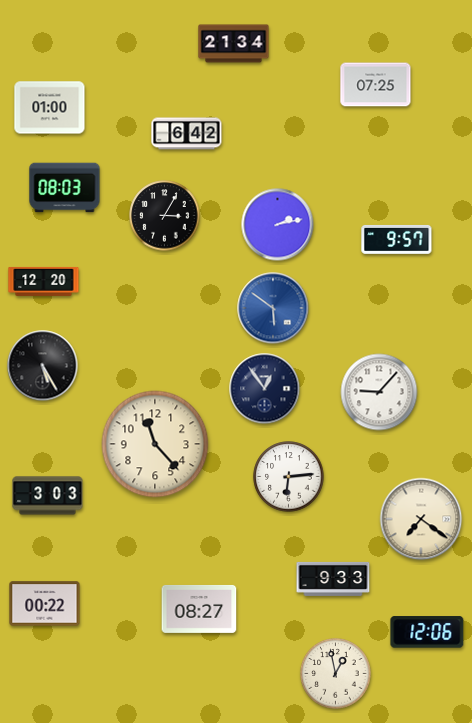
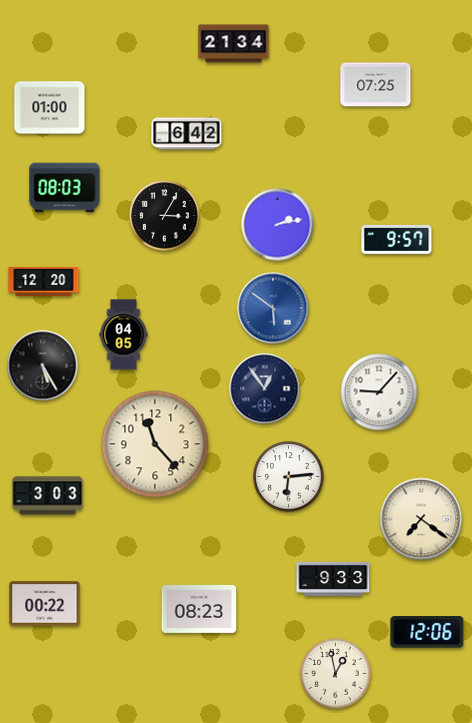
clock at (124, 335): none -> 04:05
clock at (199, 609): 08:27 -> 08:23
